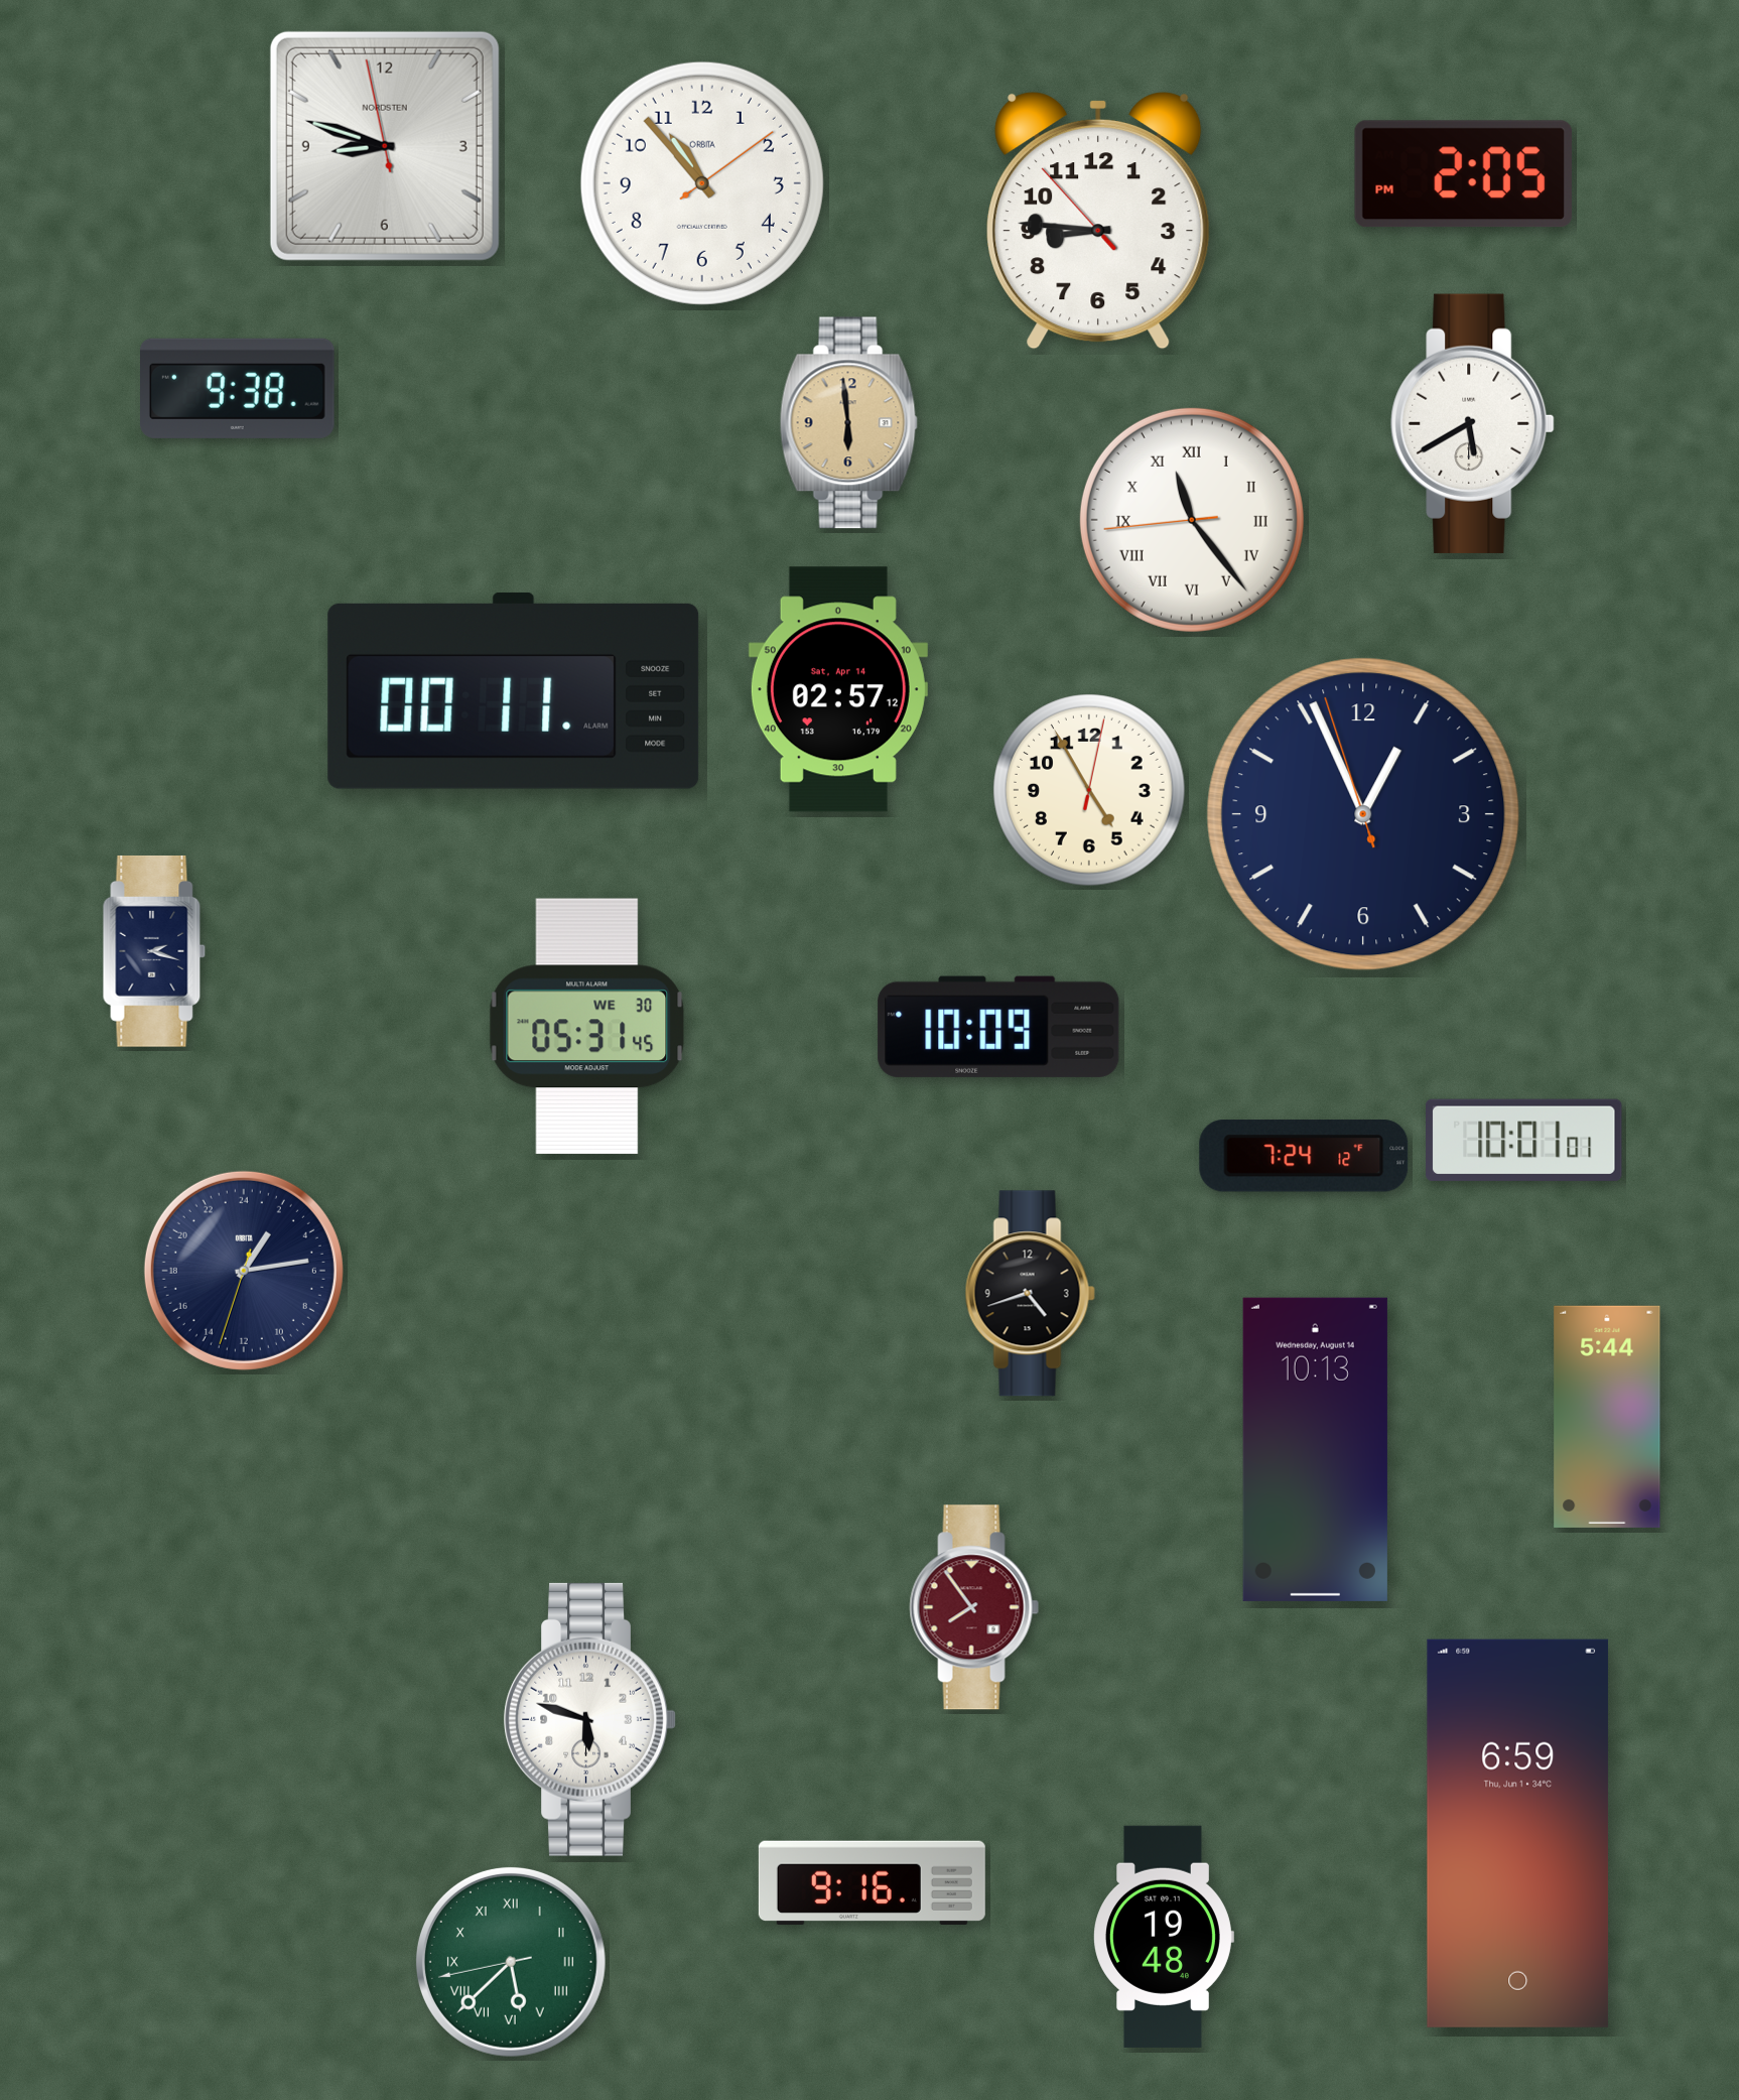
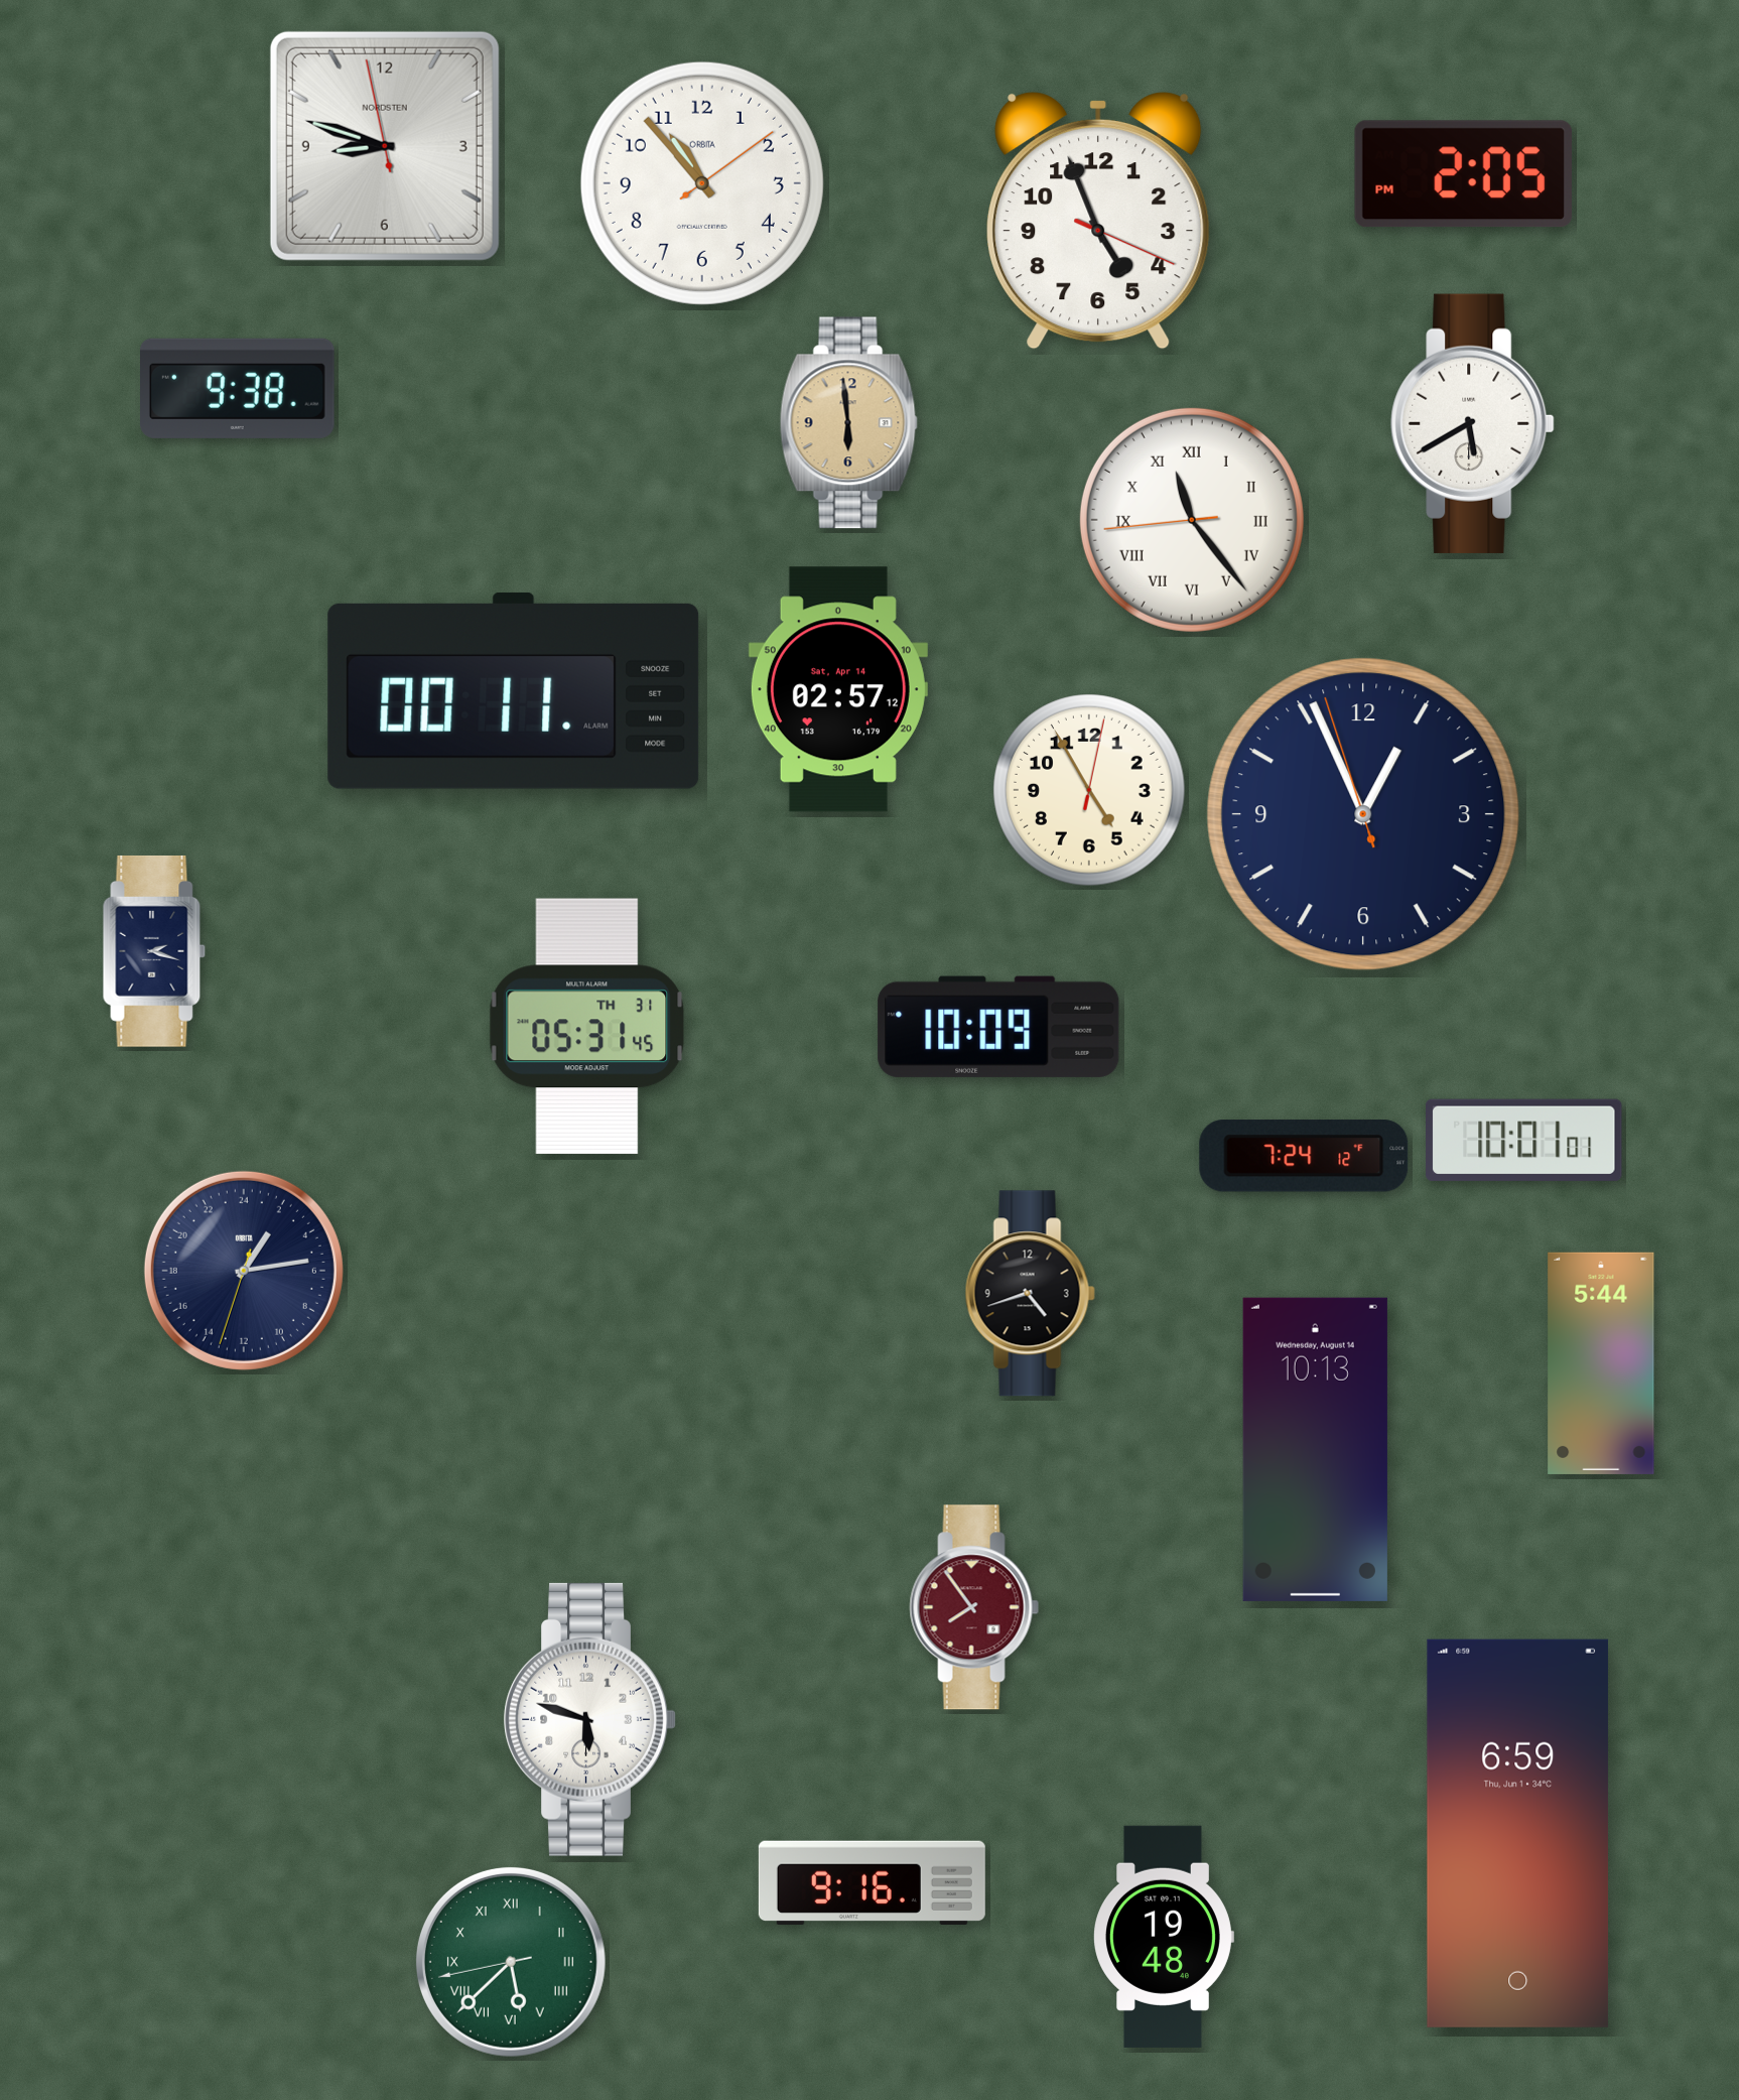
clock at (1098, 222): 8:45 -> 4:56
clock at (587, 1027) date: WE 30 -> TH 31
clock at (1607, 1417) position: (1607, 1417) -> (1601, 1363)
